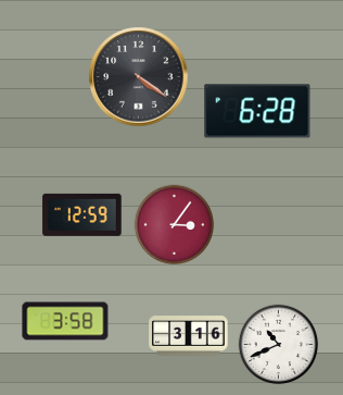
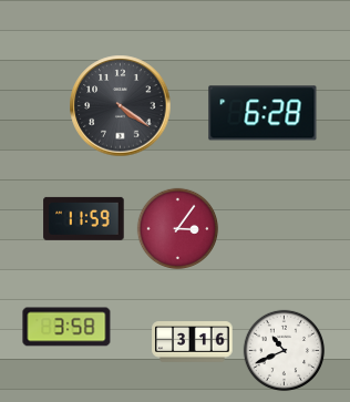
clock at (139, 77) position: (139, 77) -> (121, 106)
clock at (82, 214): 12:59 -> 11:59
